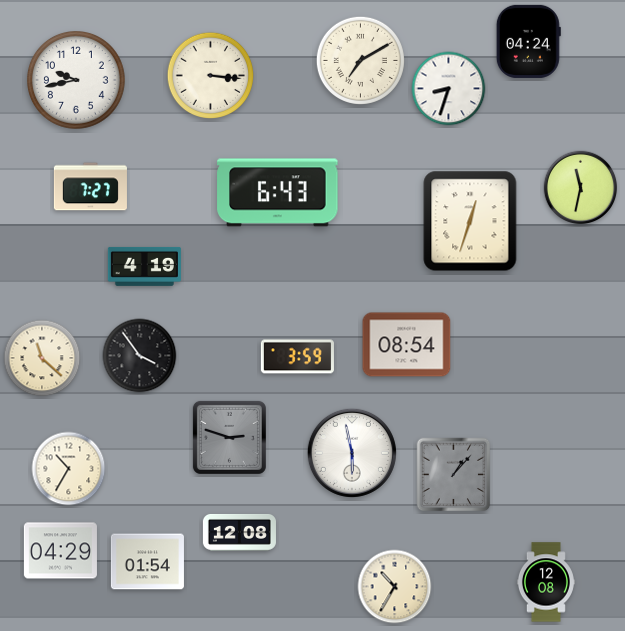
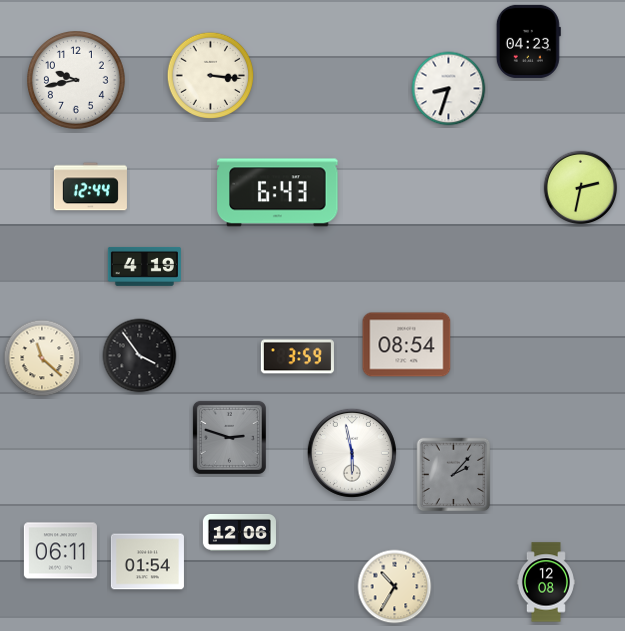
clock at (528, 41): 04:24 -> 04:23
clock at (360, 60): 7:10 -> none
clock at (90, 187): 7:27 -> 12:44
clock at (581, 188): 11:32 -> 2:32
clock at (470, 221): 12:33 -> none
clock at (69, 469): 10:35 -> none
clock at (454, 475): 1:07 -> 2:07
clock at (239, 532): 12:08 -> 12:06
clock at (60, 551): 04:29 -> 06:11
